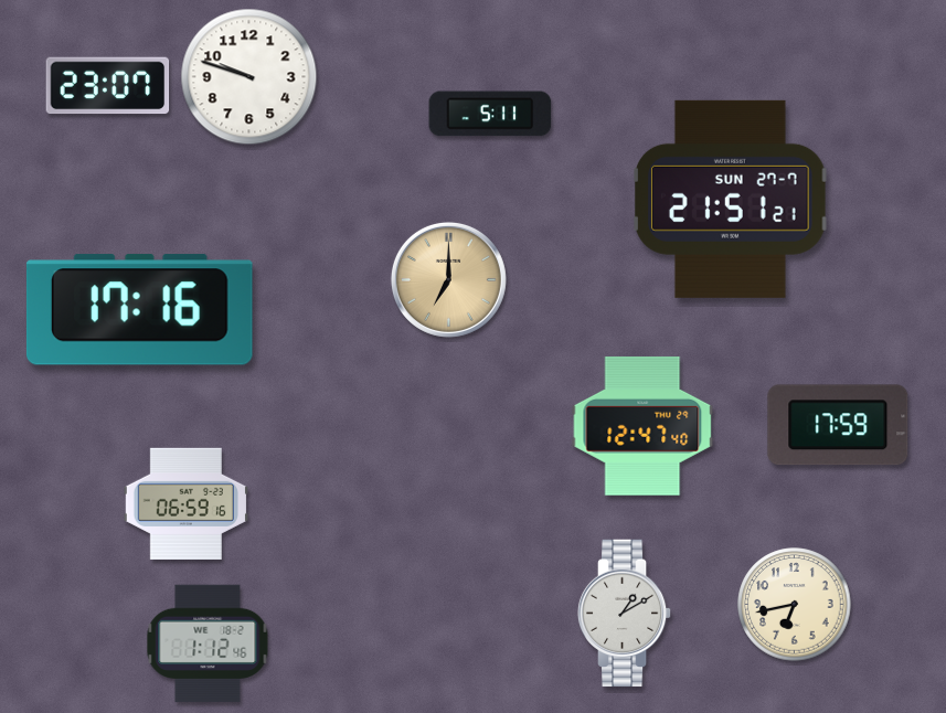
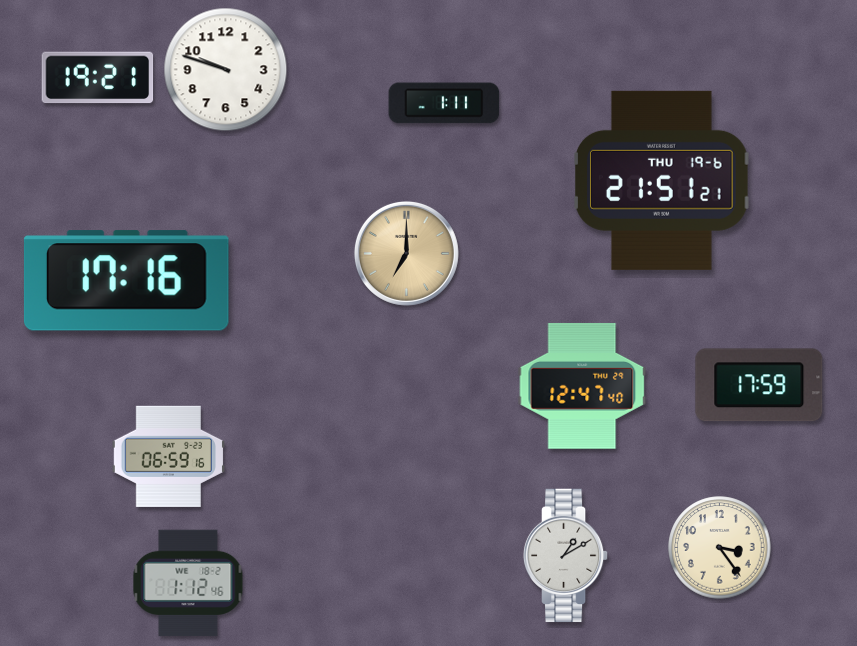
clock at (108, 86): 23:07 -> 19:21
clock at (490, 114): 5:11 -> 1:11
clock at (731, 199) date: SUN 27-7 -> THU 19-6
clock at (795, 605): 6:43 -> 3:24
